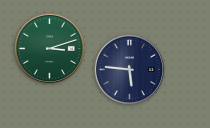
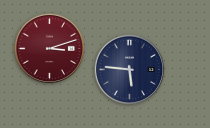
clock at (50, 49) dial: green -> burgundy
